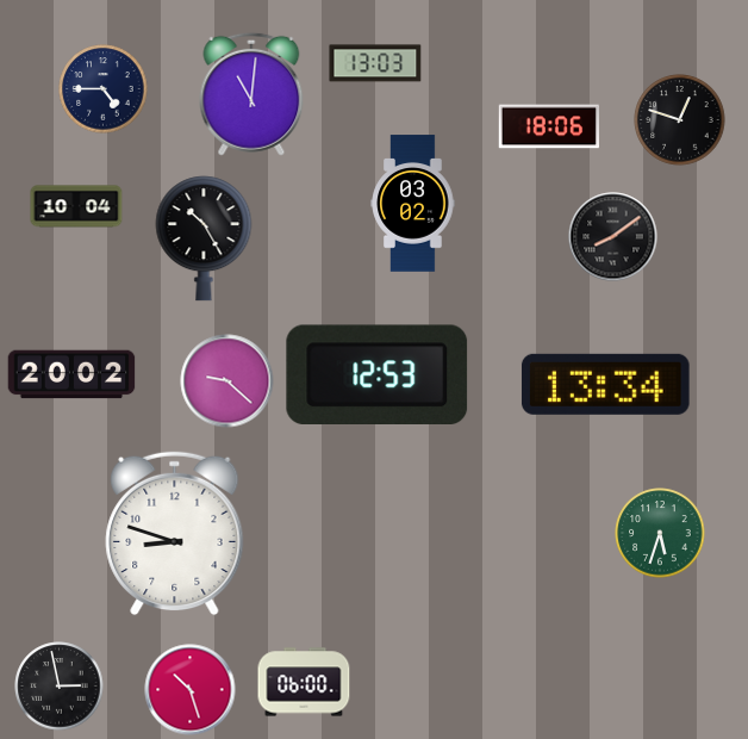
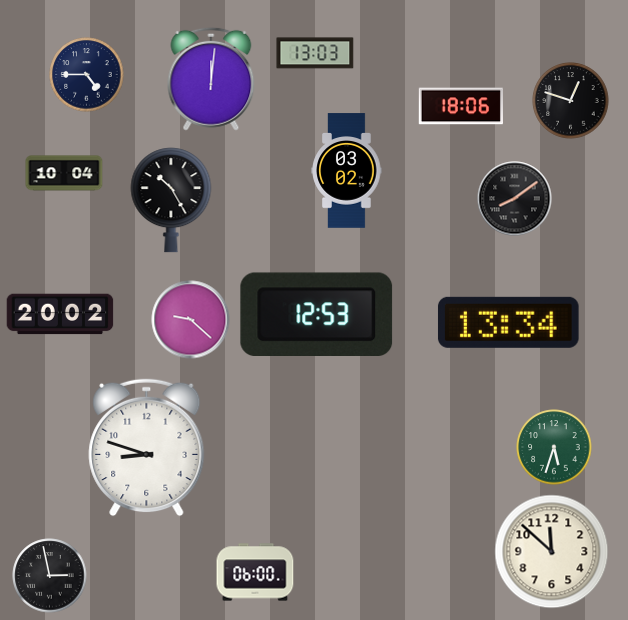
clock at (251, 94): 11:01 -> 12:01
clock at (552, 552): none -> 11:52
clock at (191, 690): 10:27 -> none
